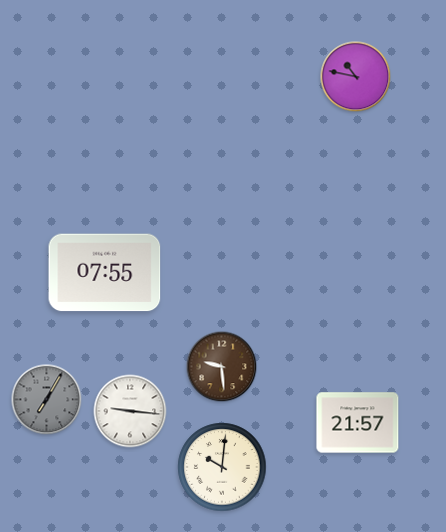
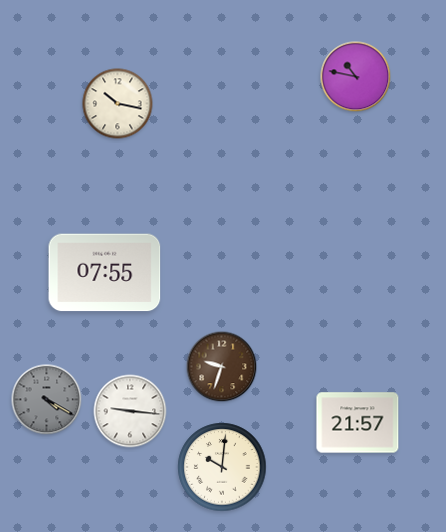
clock at (118, 104): none -> 10:17
clock at (222, 367): 9:29 -> 9:33
clock at (47, 400): 7:05 -> 4:20
